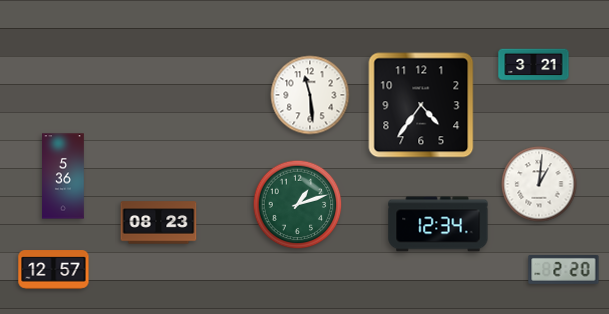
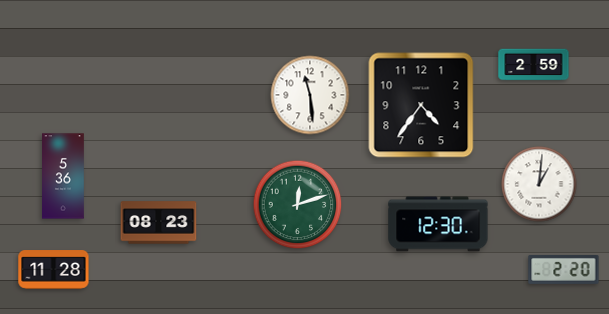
clock at (534, 65): 3:21 -> 2:59
clock at (298, 205): 1:12 -> 12:12
clock at (438, 224): 12:34 -> 12:30
clock at (54, 270): 12:57 -> 11:28
